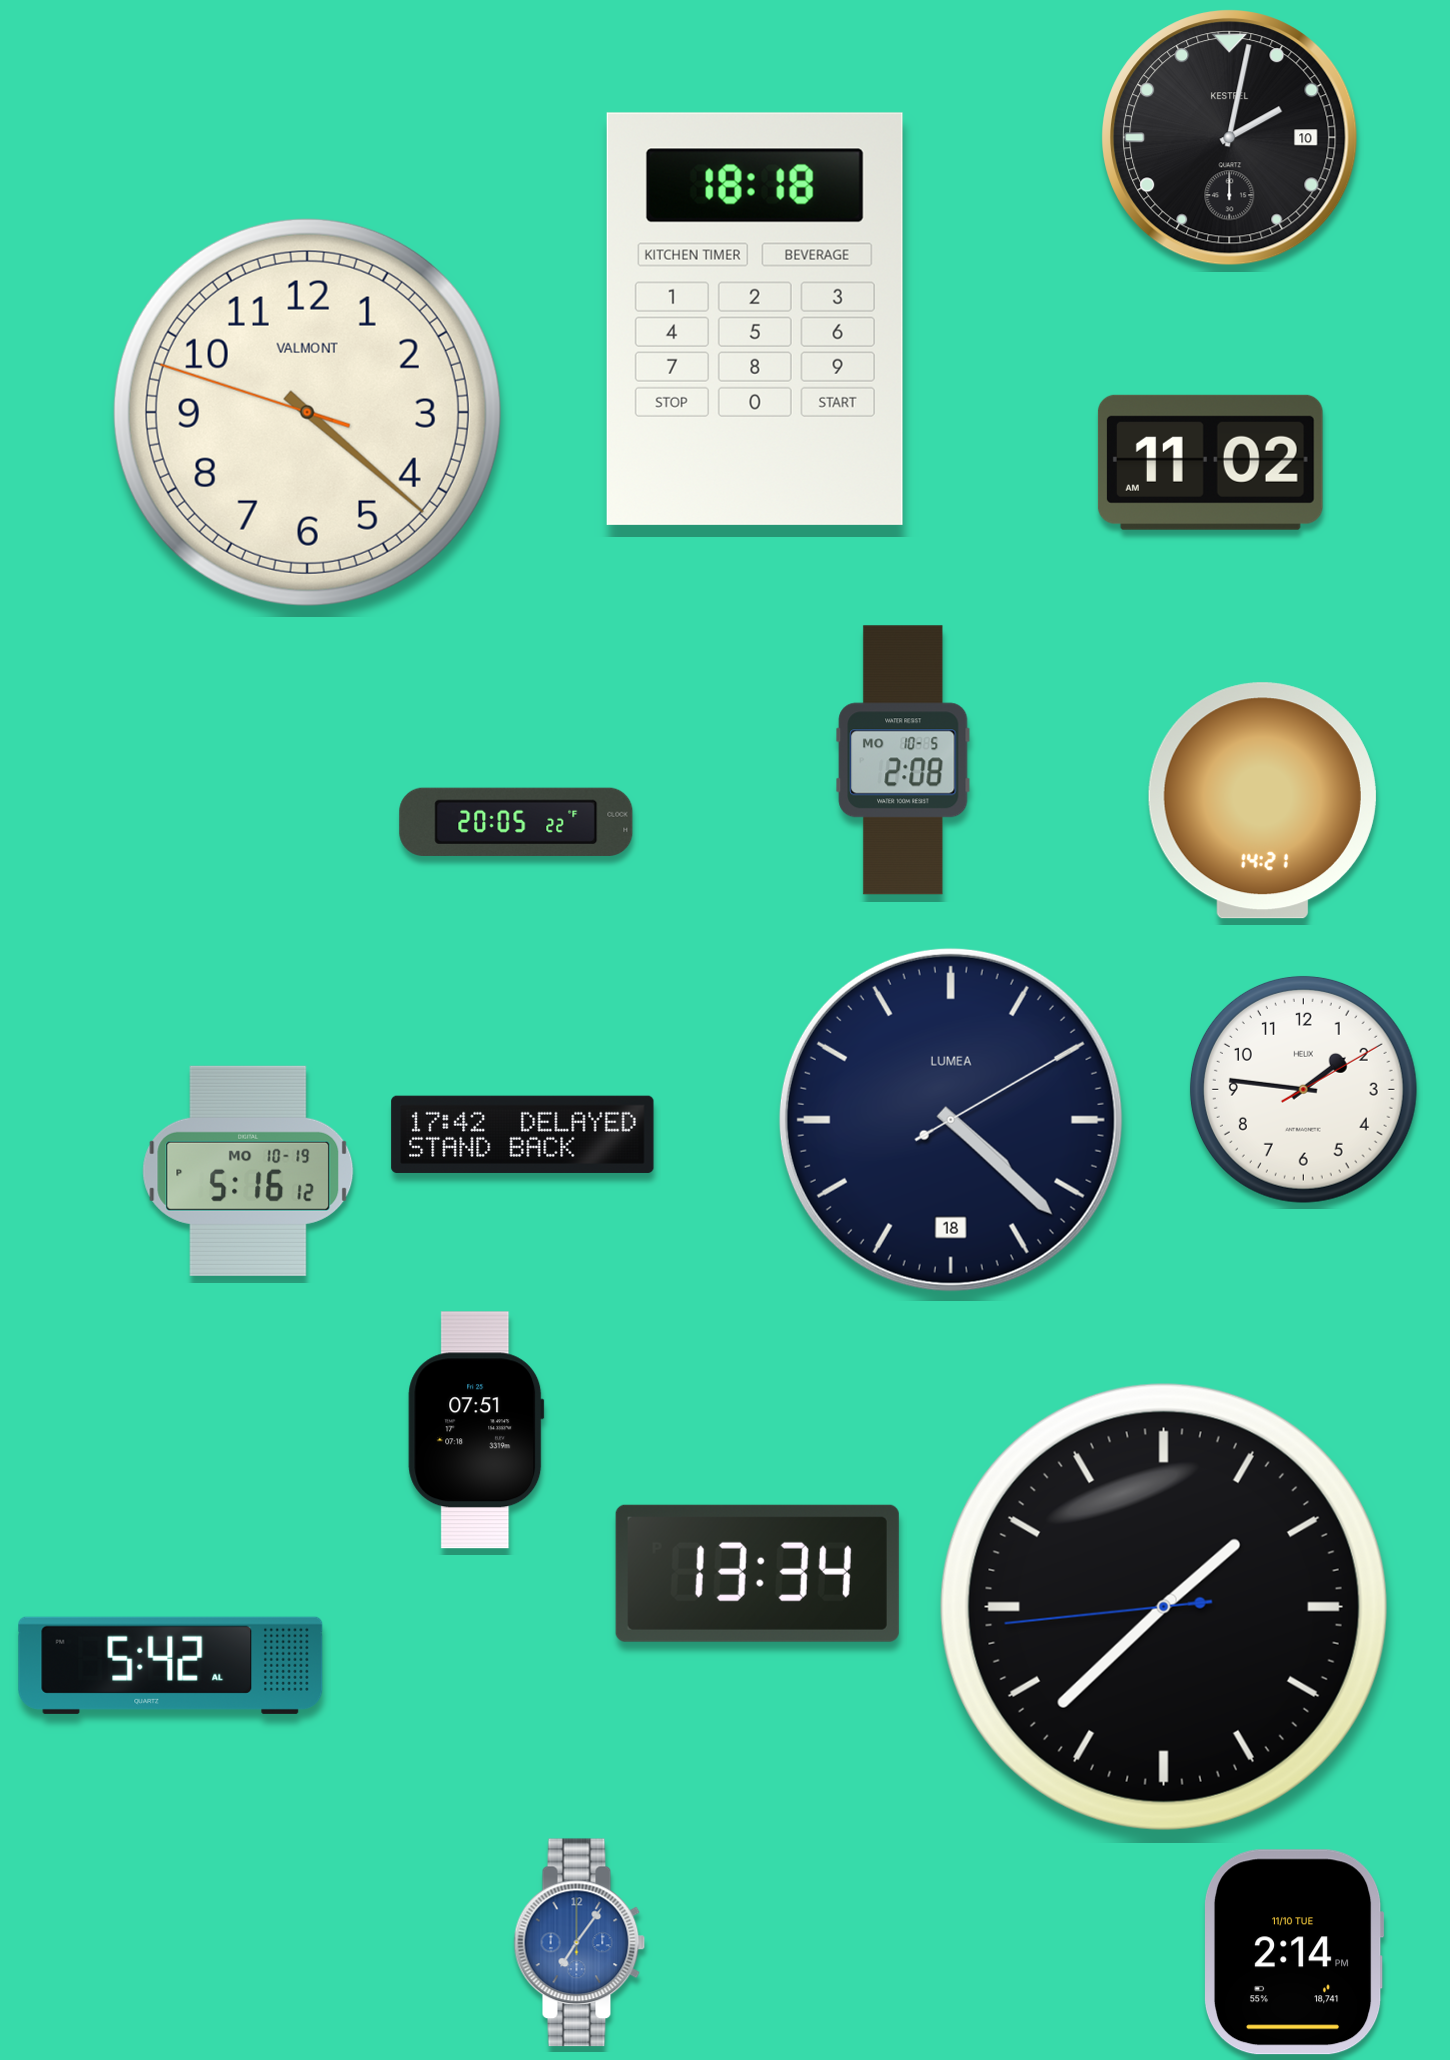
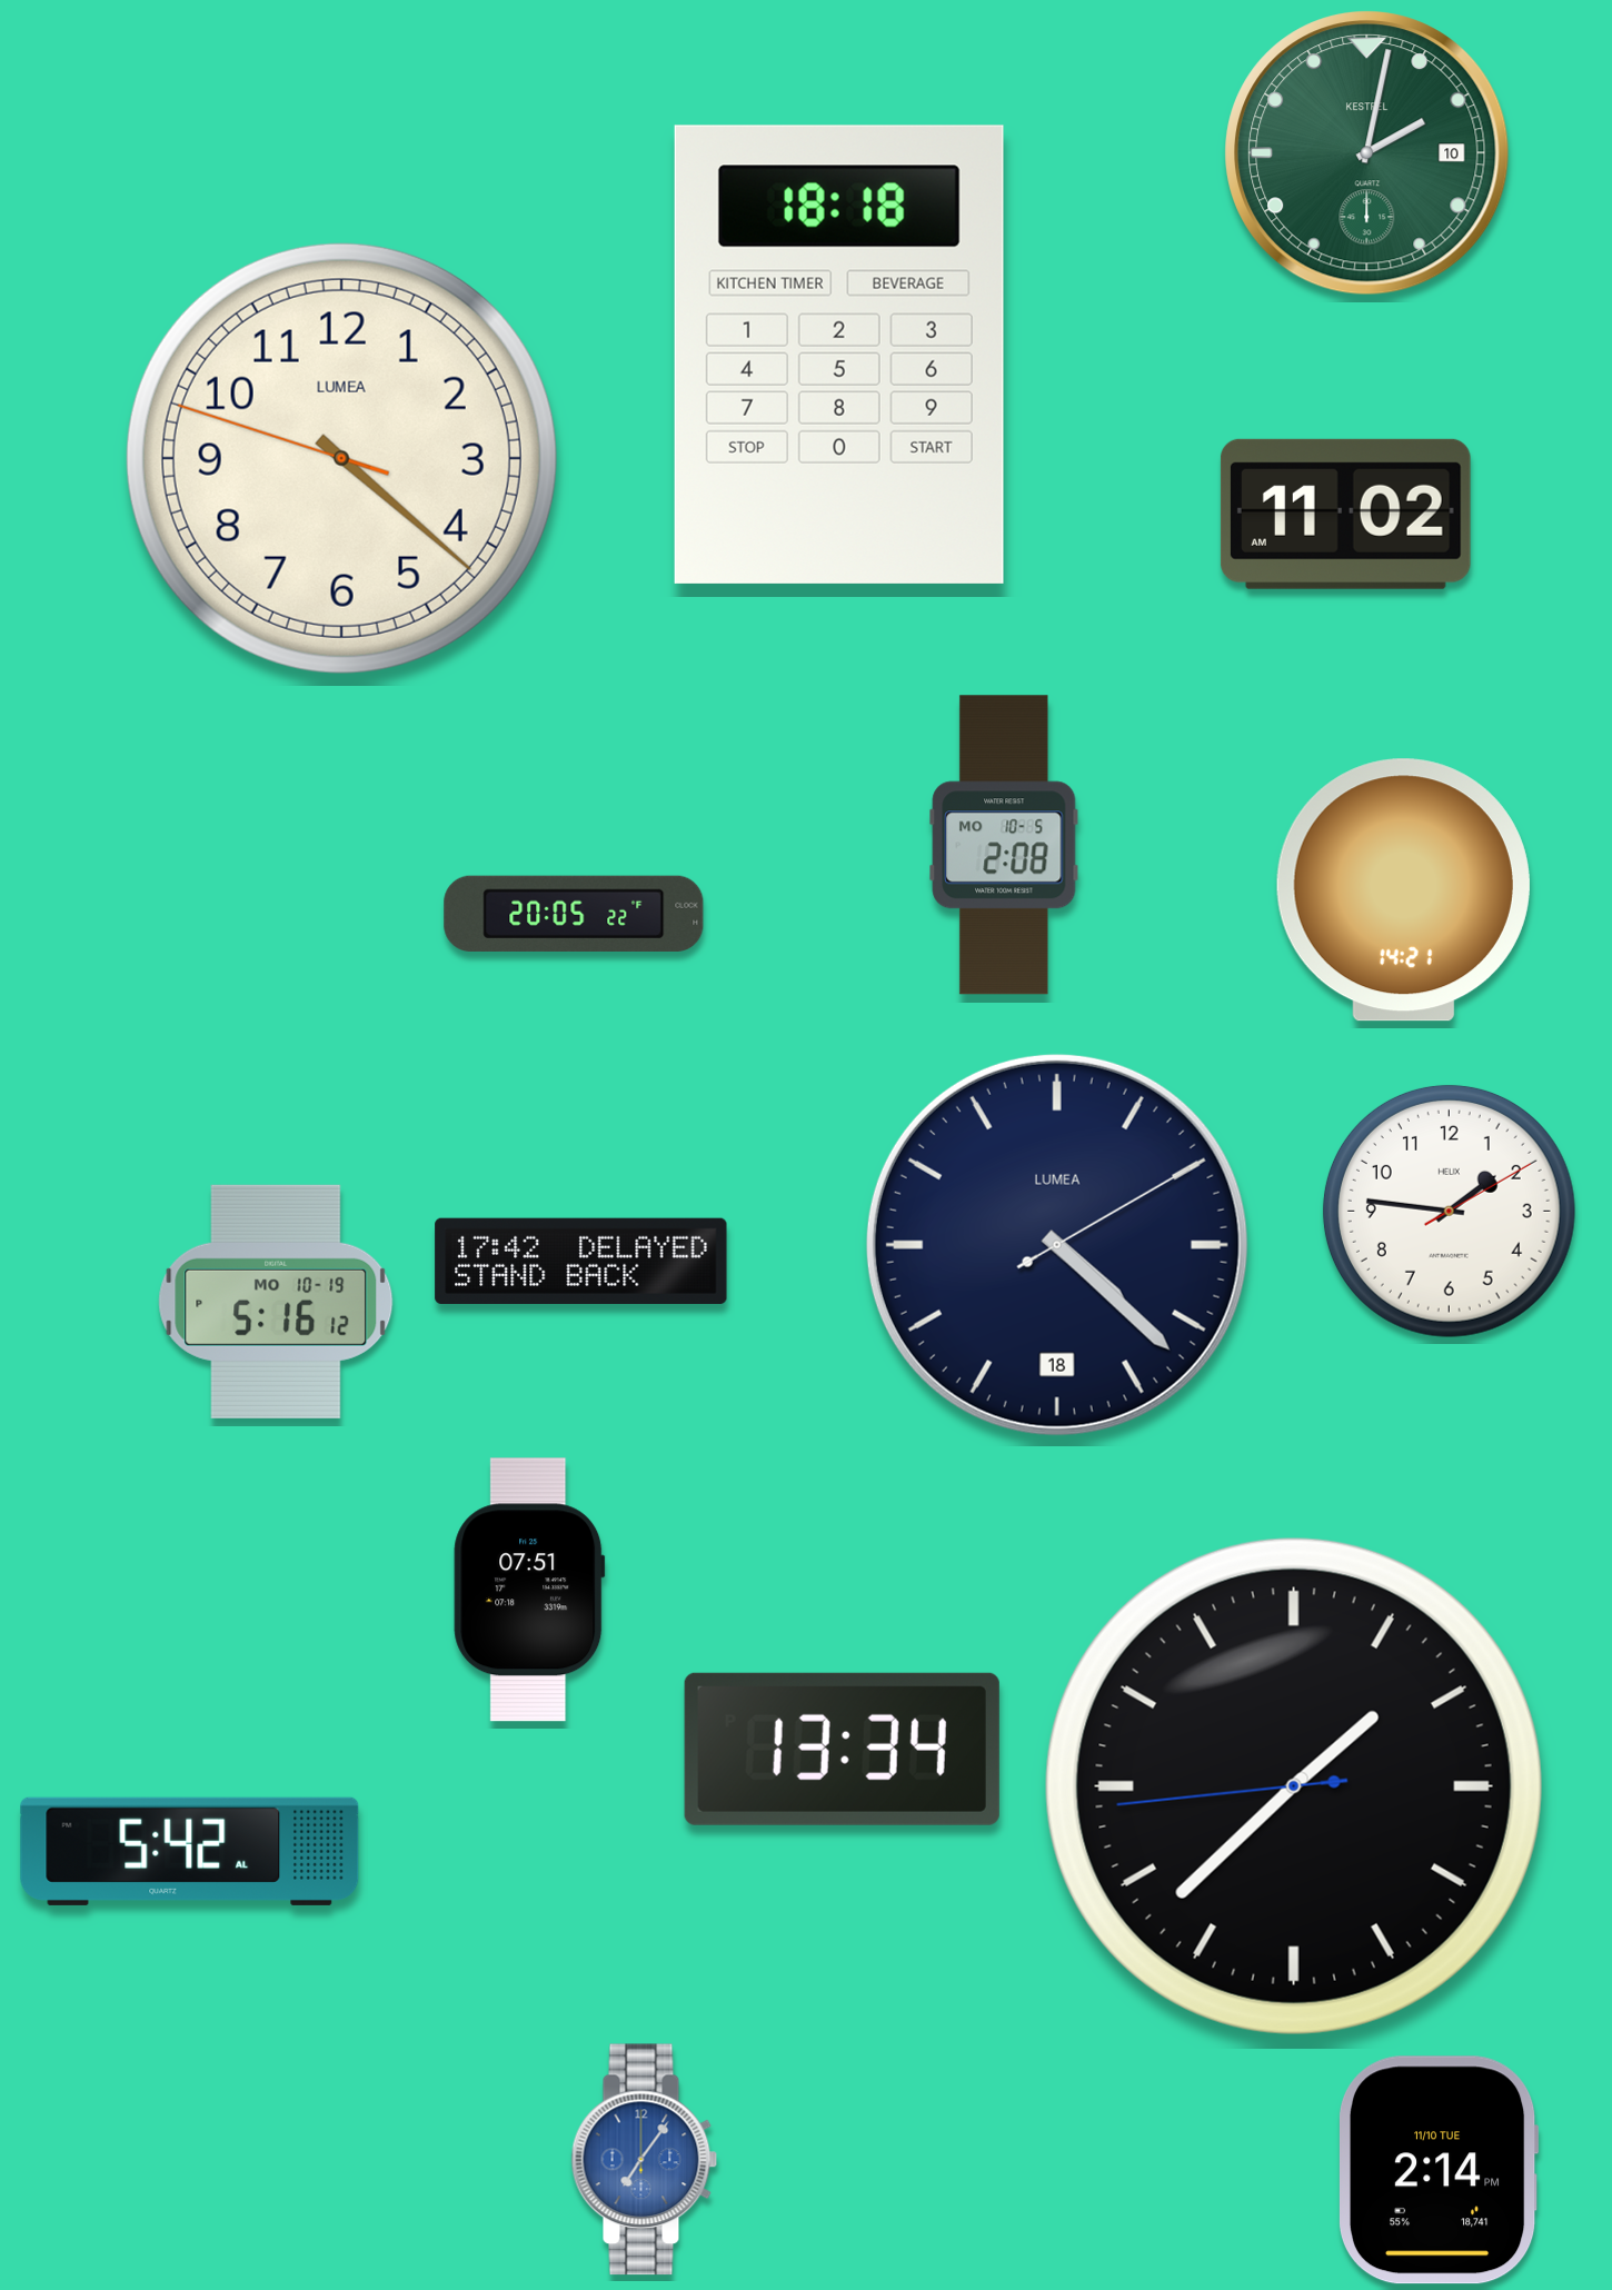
clock at (1230, 138) dial: black -> green
clock at (307, 412) brand: VALMONT -> LUMEA
